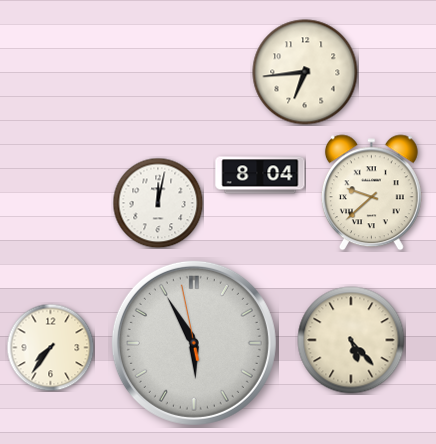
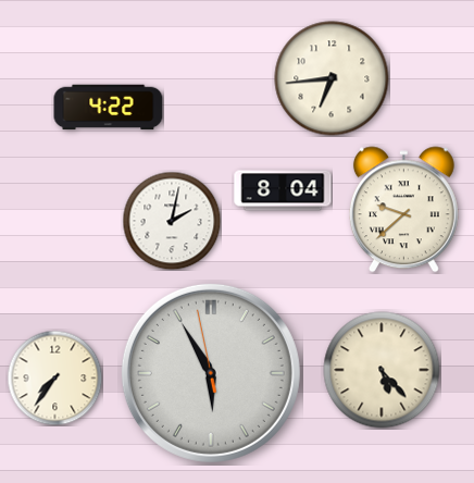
clock at (109, 108): none -> 4:22
clock at (158, 203): 12:02 -> 2:02
